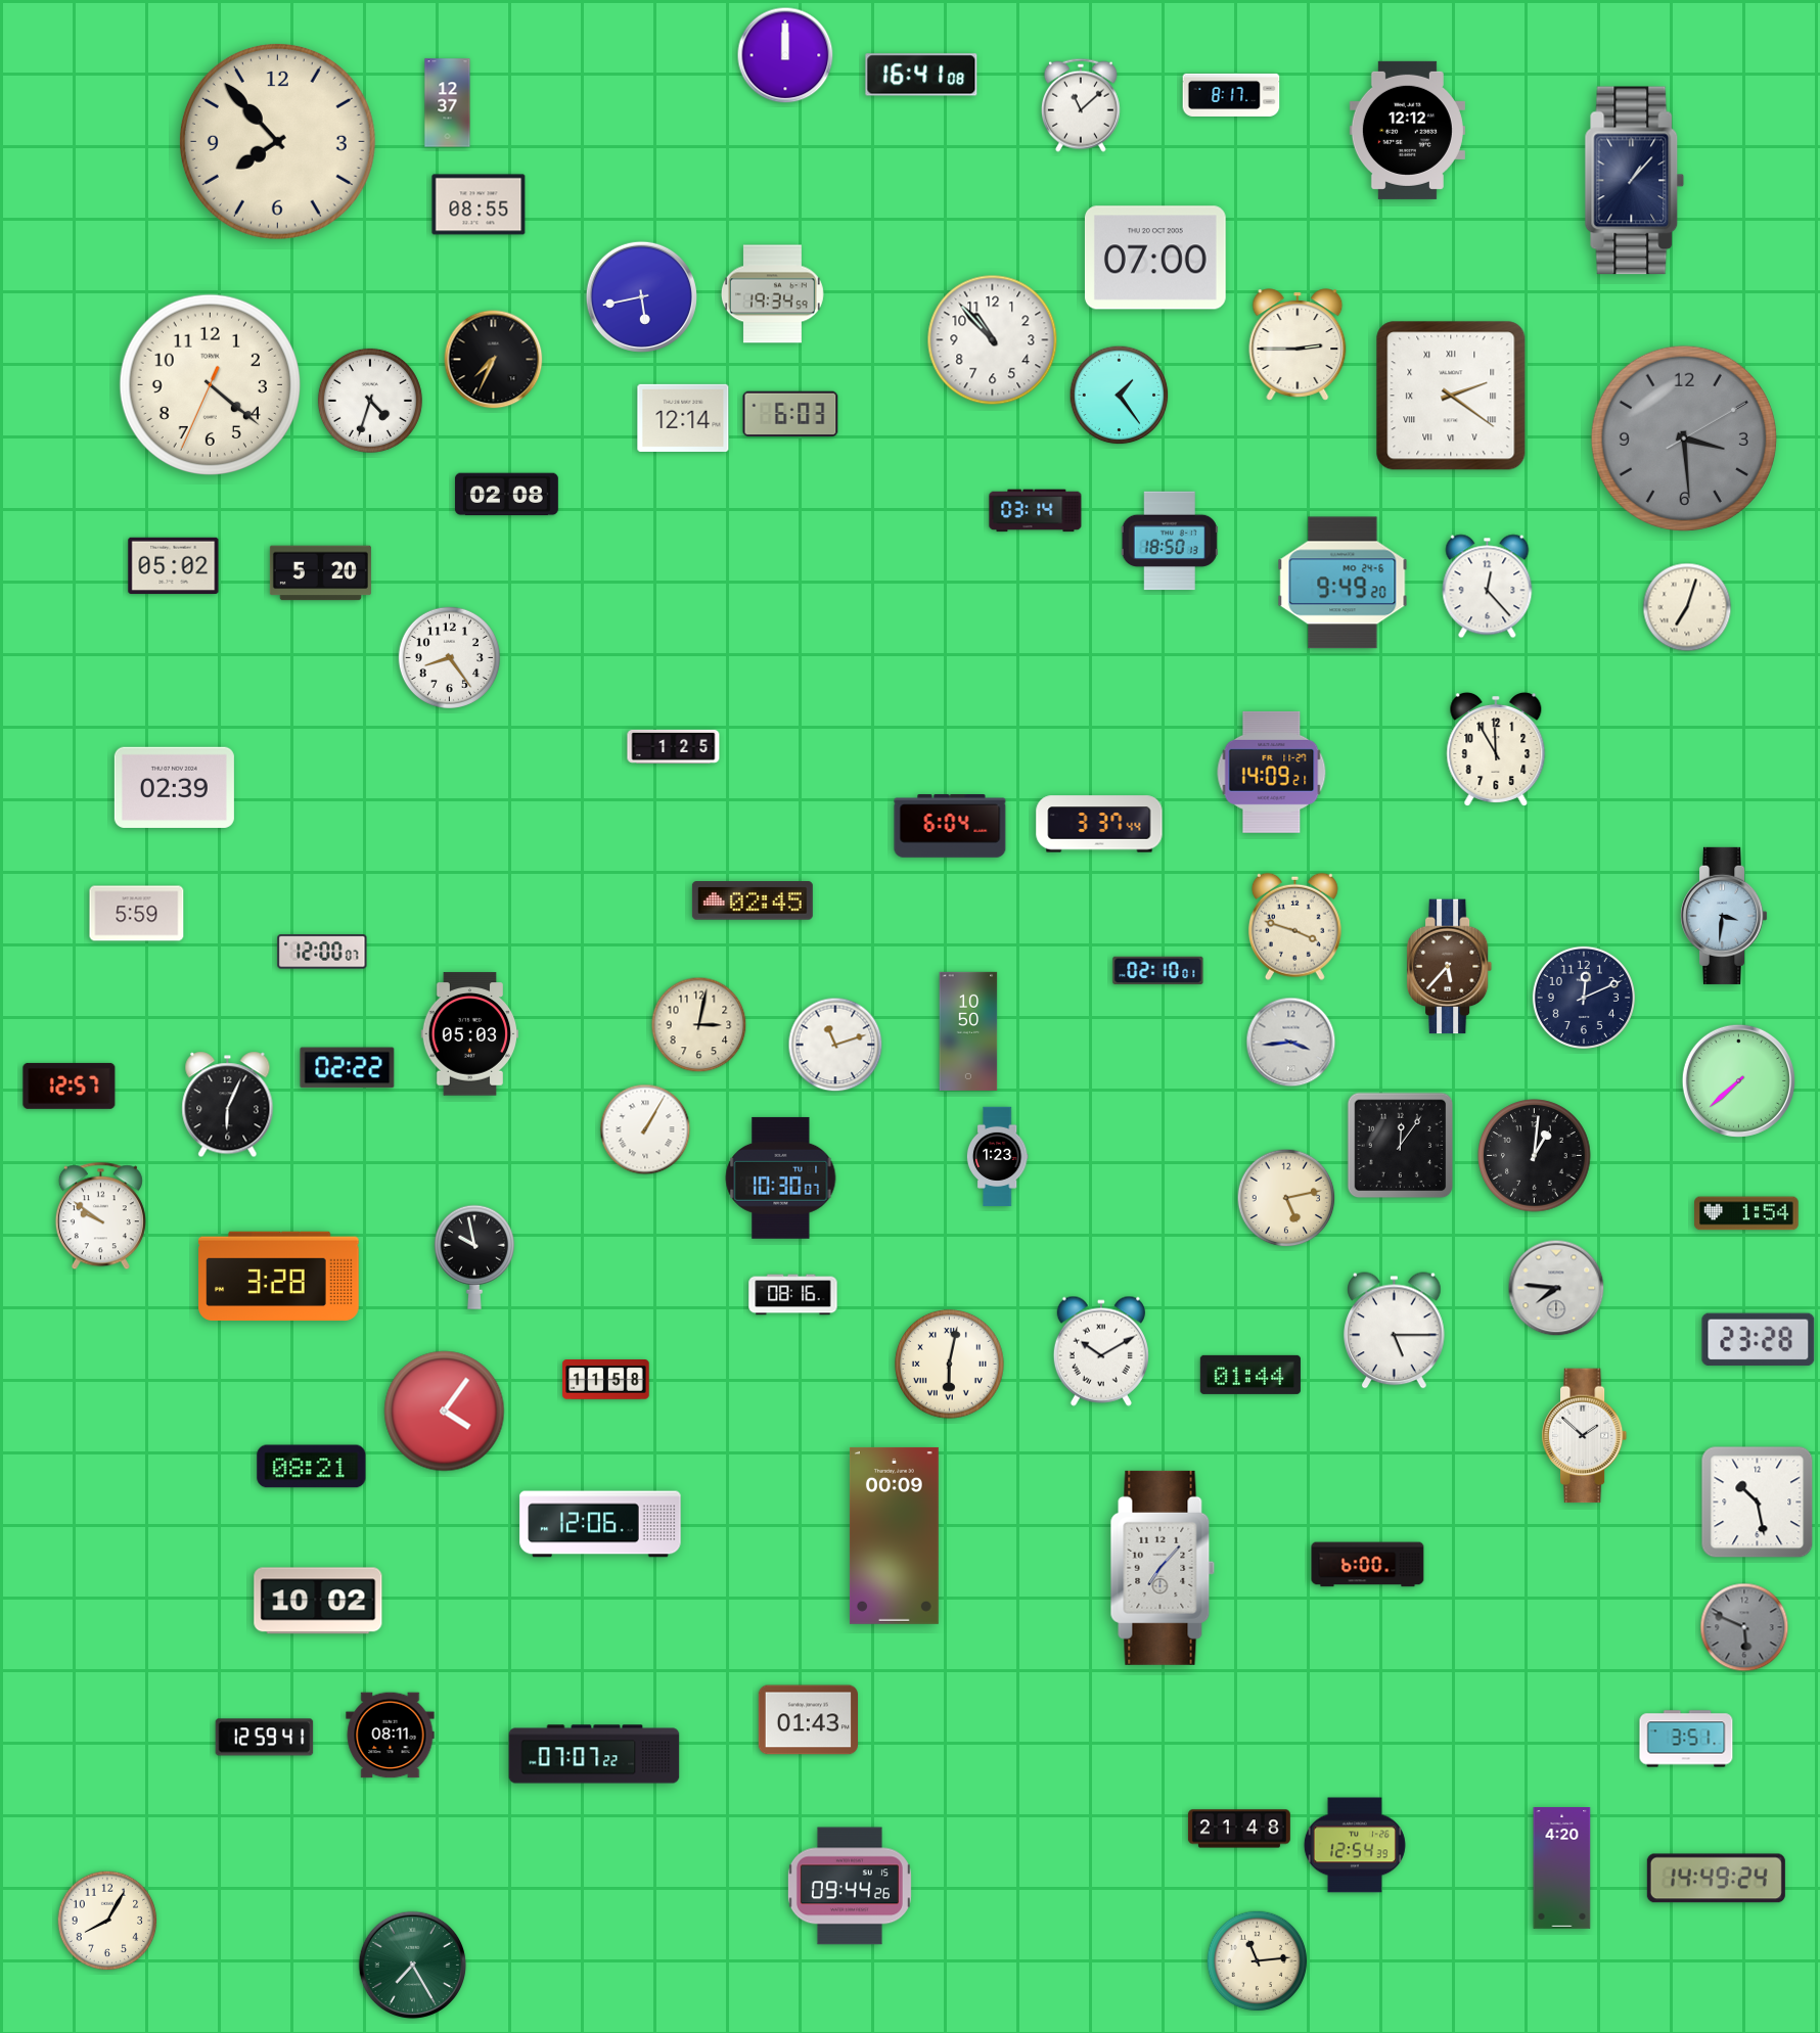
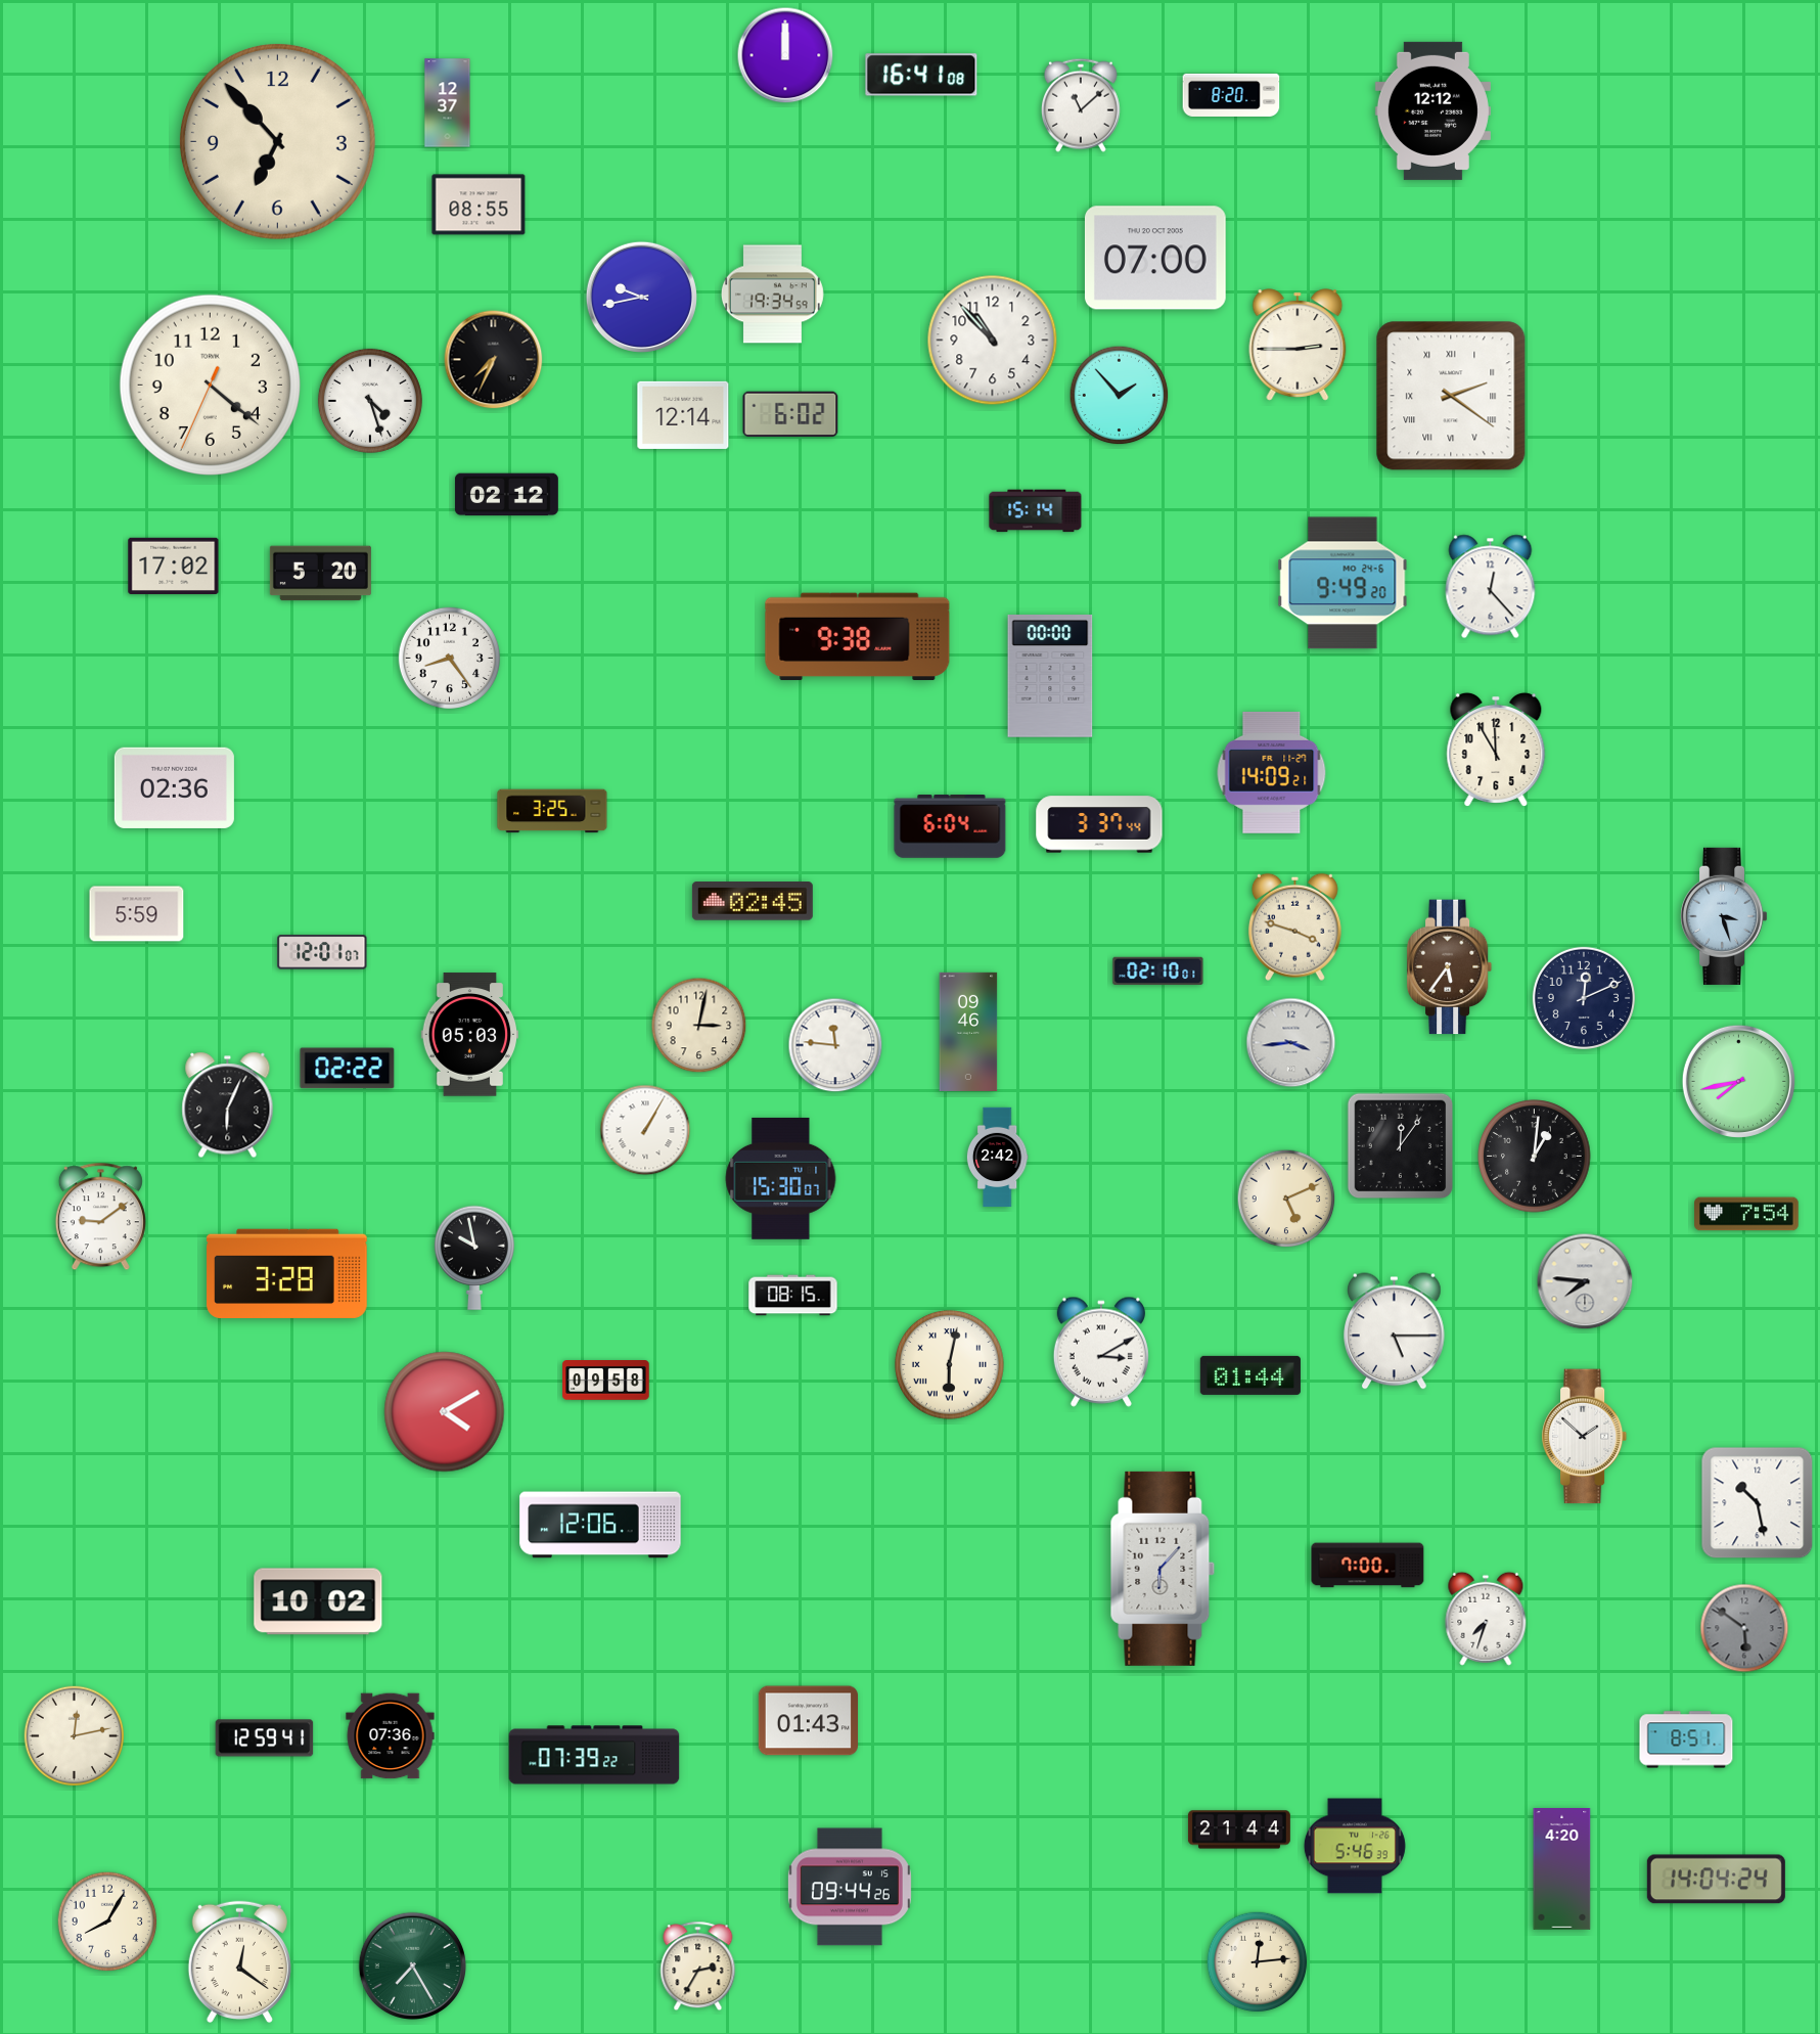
clock at (1231, 95): 8:17 -> 8:20
clock at (1407, 130) position: (1407, 130) -> (1432, 110)
clock at (277, 141): 7:53 -> 6:53
clock at (1635, 181): 1:07 -> none
clock at (641, 296): 5:43 -> 9:43
clock at (1120, 396): 1:24 -> 1:53
clock at (370, 401): 4:33 -> 4:27
clock at (790, 414): 6:03 -> 6:02
clock at (683, 418) position: (683, 418) -> (683, 415)
clock at (1684, 438): 3:29 -> none
clock at (506, 495): 02:08 -> 02:12
clock at (1036, 511): 03:14 -> 15:14
clock at (1170, 541): 18:50 -> none
clock at (174, 566): 05:02 -> 17:02
clock at (1488, 587) position: (1488, 587) -> (1491, 587)
clock at (1687, 607): 7:03 -> none
clock at (858, 637): none -> 9:38
clock at (1050, 677): none -> 00:00
clock at (674, 746): 1:25 -> none
clock at (174, 787): 02:39 -> 02:36
clock at (552, 811): none -> 3:25
clock at (1725, 916): 3:31 -> 3:27
clock at (322, 952): 12:00 -> 12:01
clock at (1450, 967): 5:37 -> 5:36
clock at (968, 1031): 10:50 -> 09:46
clock at (835, 1045): 11:12 -> 11:46
clock at (1738, 1080): 7:38 -> 7:43
clock at (70, 1085): 12:57 -> none
clock at (997, 1157): 1:23 -> 2:42
clock at (781, 1177): 10:30 -> 15:30
clock at (1286, 1198): 5:13 -> 5:11
clock at (1746, 1213): 1:54 -> 7:54
clock at (100, 1216): 9:51 -> 9:09
clock at (279, 1276) position: (279, 1276) -> (287, 1273)
clock at (1556, 1288) position: (1556, 1288) -> (1585, 1281)
clock at (793, 1295): 08:16 -> 08:15
clock at (1759, 1340): 23:28 -> none
clock at (1101, 1351): 10:10 -> 3:10
clock at (606, 1380): 11:58 -> 09:58
clock at (445, 1412): 4:06 -> 4:10
clock at (312, 1467): 08:21 -> none
clock at (894, 1535): 00:09 -> none
clock at (1368, 1565): 6:00 -> 7:00
clock at (1163, 1568): 7:07 -> 6:07
clock at (1486, 1619): none -> 7:33
clock at (1744, 1627): 5:49 -> 5:51
clock at (75, 1736): none -> 12:13
clock at (391, 1736): 08:11 -> 07:36
clock at (1686, 1739): 3:51 -> 8:51
clock at (594, 1754): 07:07 -> 07:39
clock at (1239, 1829): 21:48 -> 21:44
clock at (1355, 1845): 12:54 -> 5:46
clock at (1716, 1879): 14:49 -> 14:04
clock at (239, 1962): none -> 12:21
clock at (1258, 1961): 11:14 -> 12:14
clock at (698, 1967): none -> 2:35
